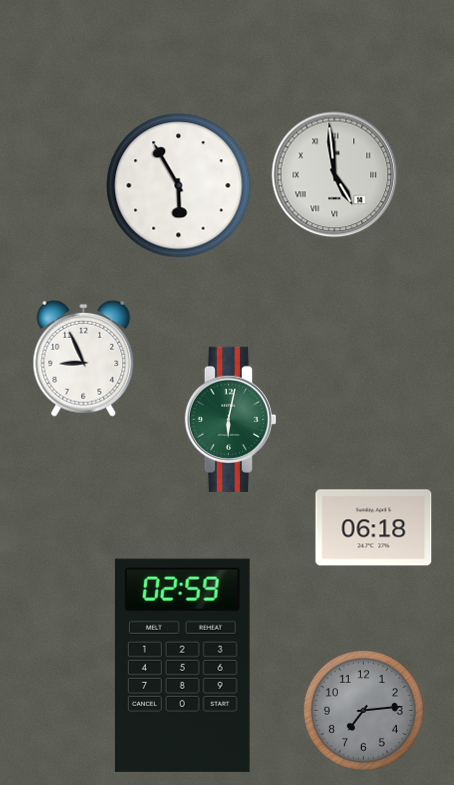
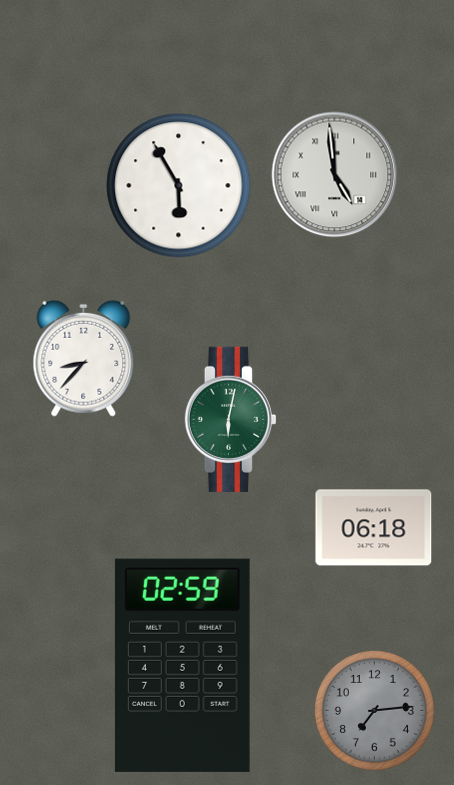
clock at (84, 358): 8:56 -> 8:37
clock at (363, 710) position: (363, 710) -> (374, 710)
